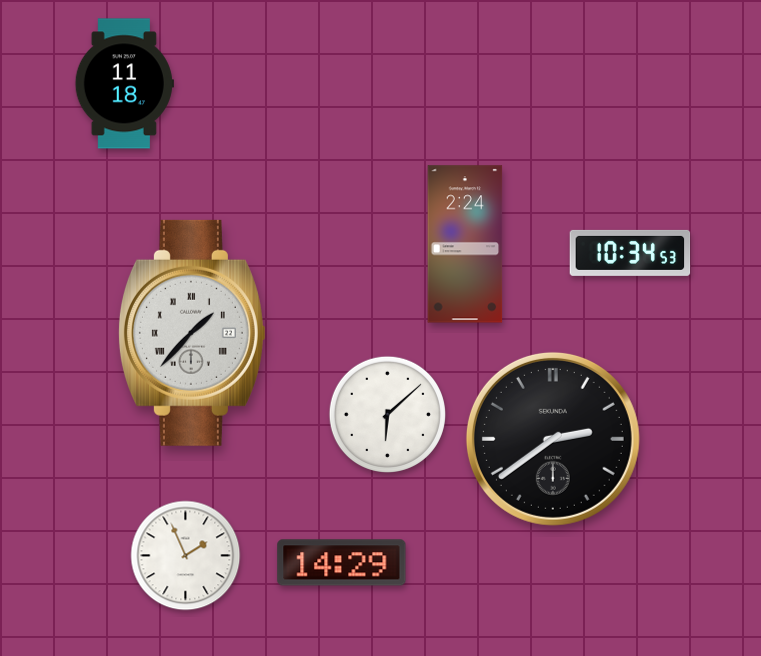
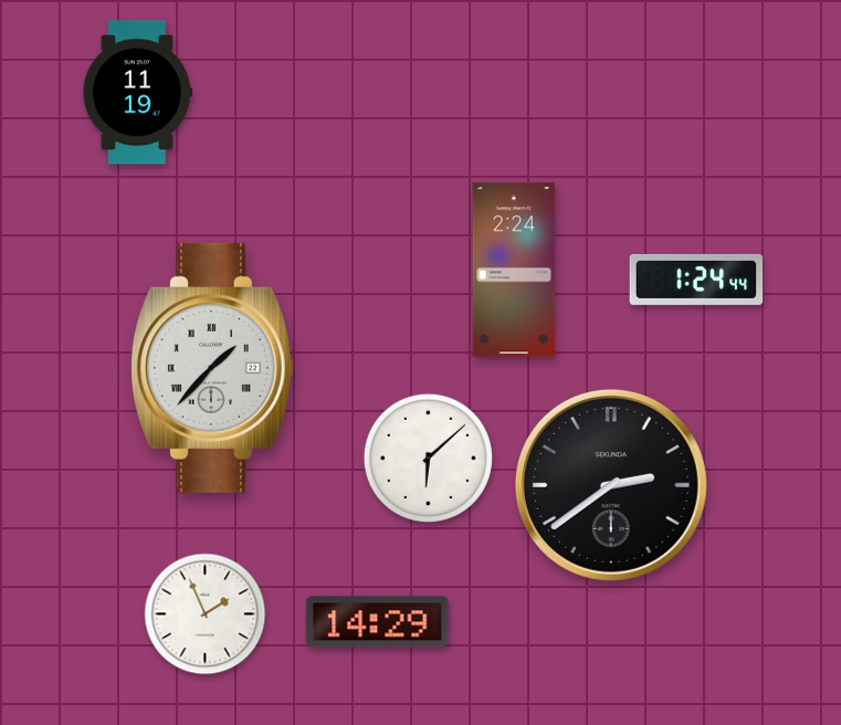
clock at (124, 84): 11:18 -> 11:19
clock at (630, 253): 10:34 -> 1:24
